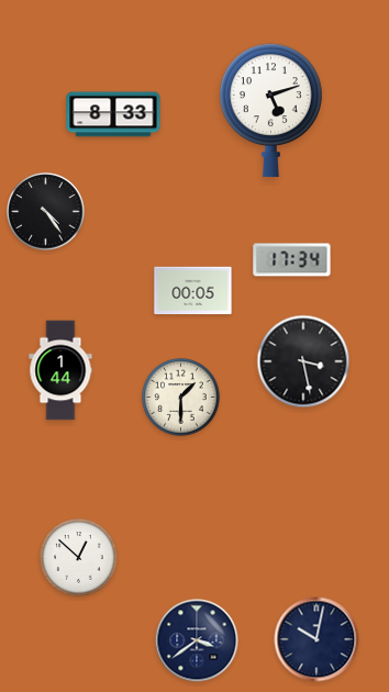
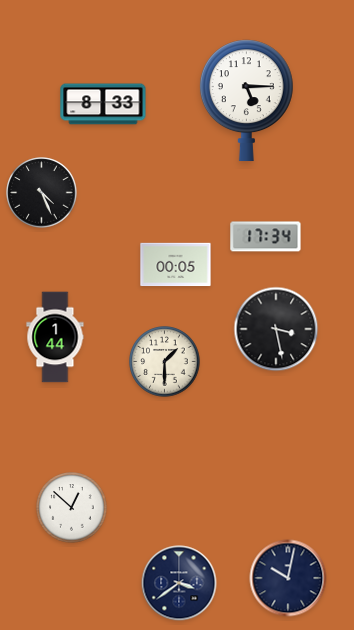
clock at (270, 111): 5:12 -> 5:15
clock at (46, 212): 4:24 -> 4:26
clock at (316, 639) position: (316, 639) -> (288, 578)
